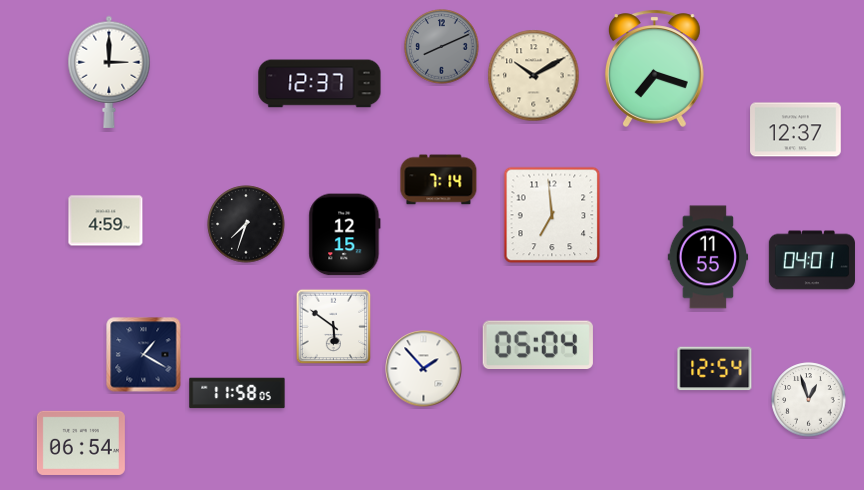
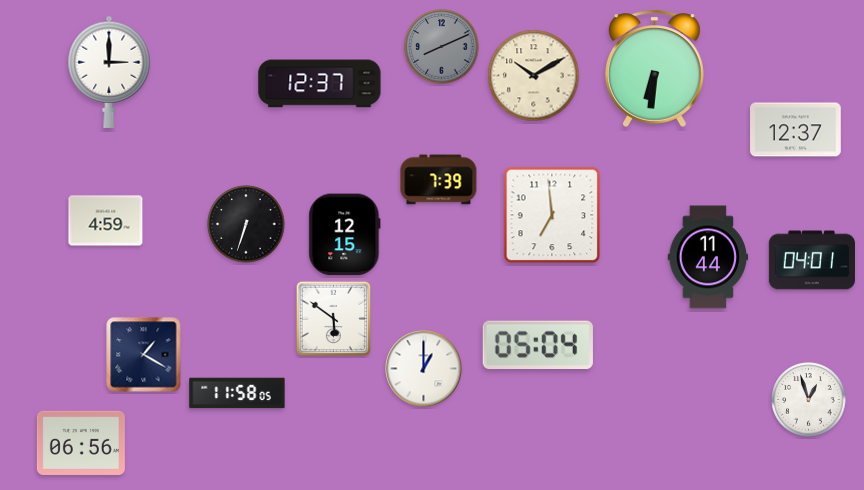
clock at (654, 68): 7:18 -> 6:31
clock at (439, 180): 7:14 -> 7:39
clock at (246, 224): 7:33 -> 6:33
clock at (708, 257): 11:55 -> 11:44
clock at (334, 327) position: (334, 327) -> (334, 319)
clock at (424, 369): 1:53 -> 1:00
clock at (715, 369): 12:54 -> none
clock at (81, 443): 06:54 -> 06:56
